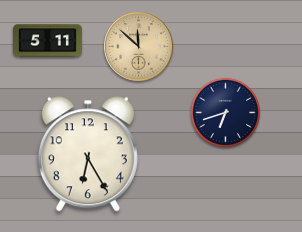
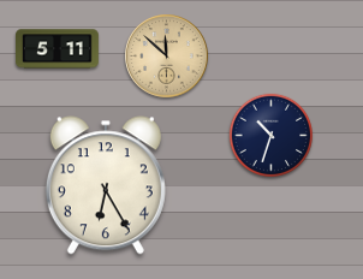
clock at (226, 113): 6:42 -> 10:33
